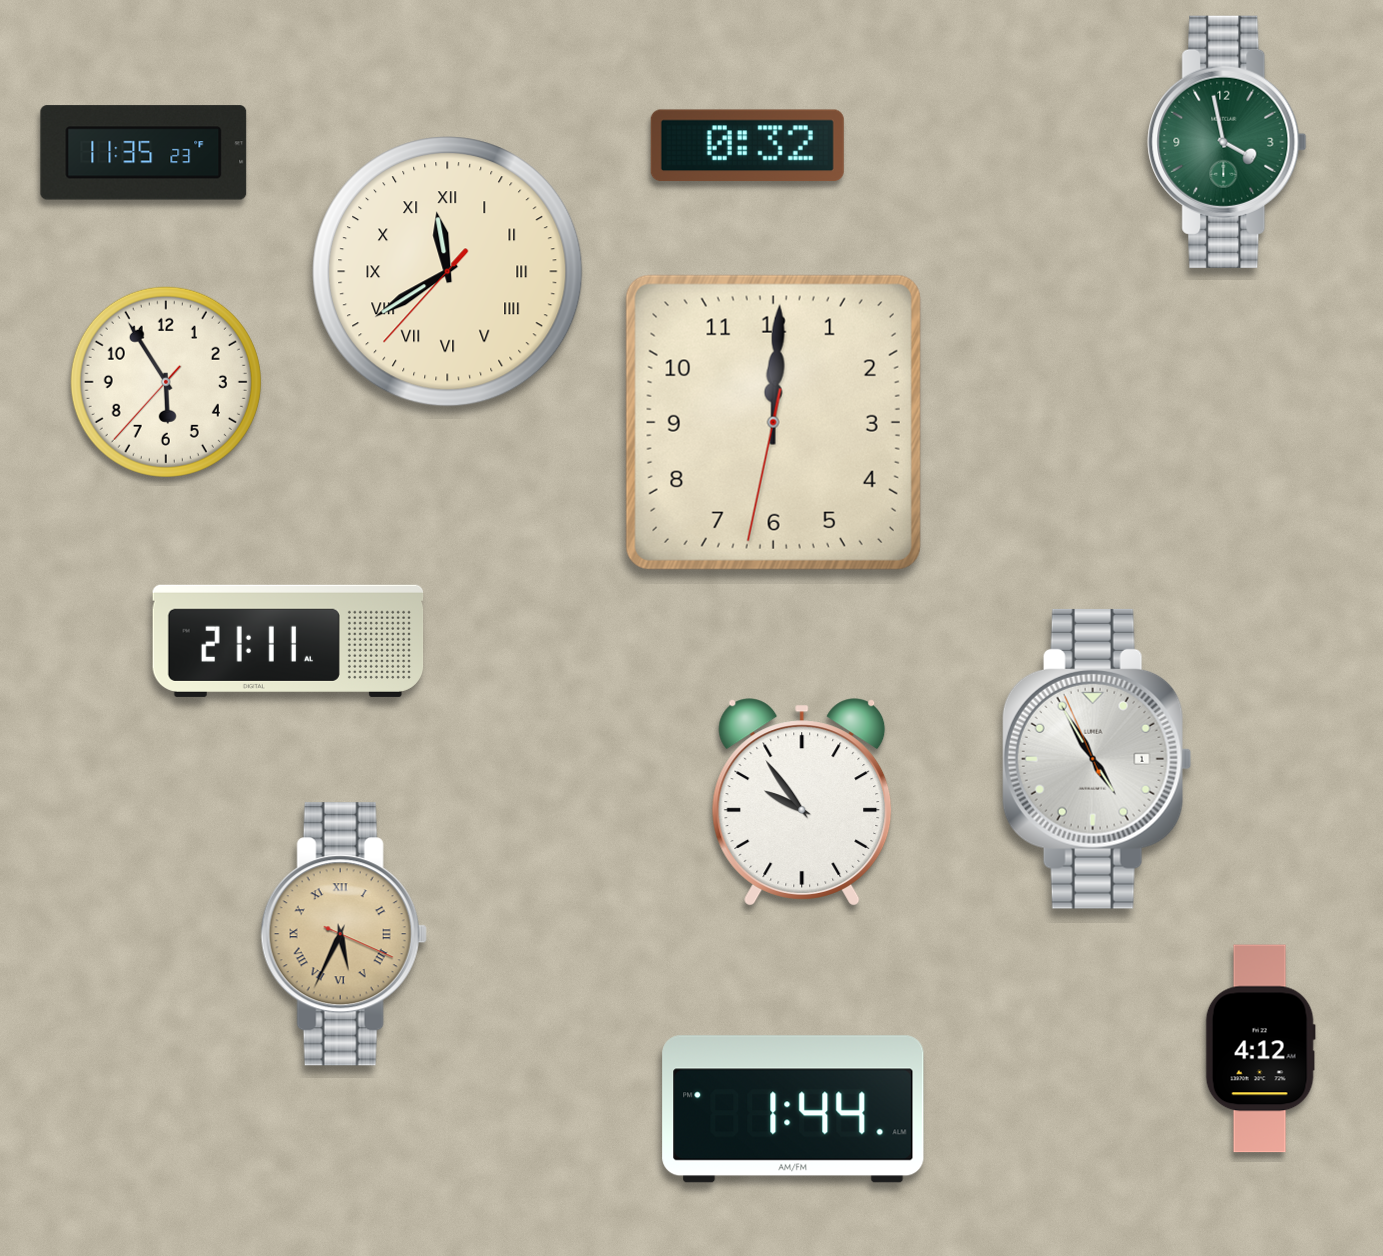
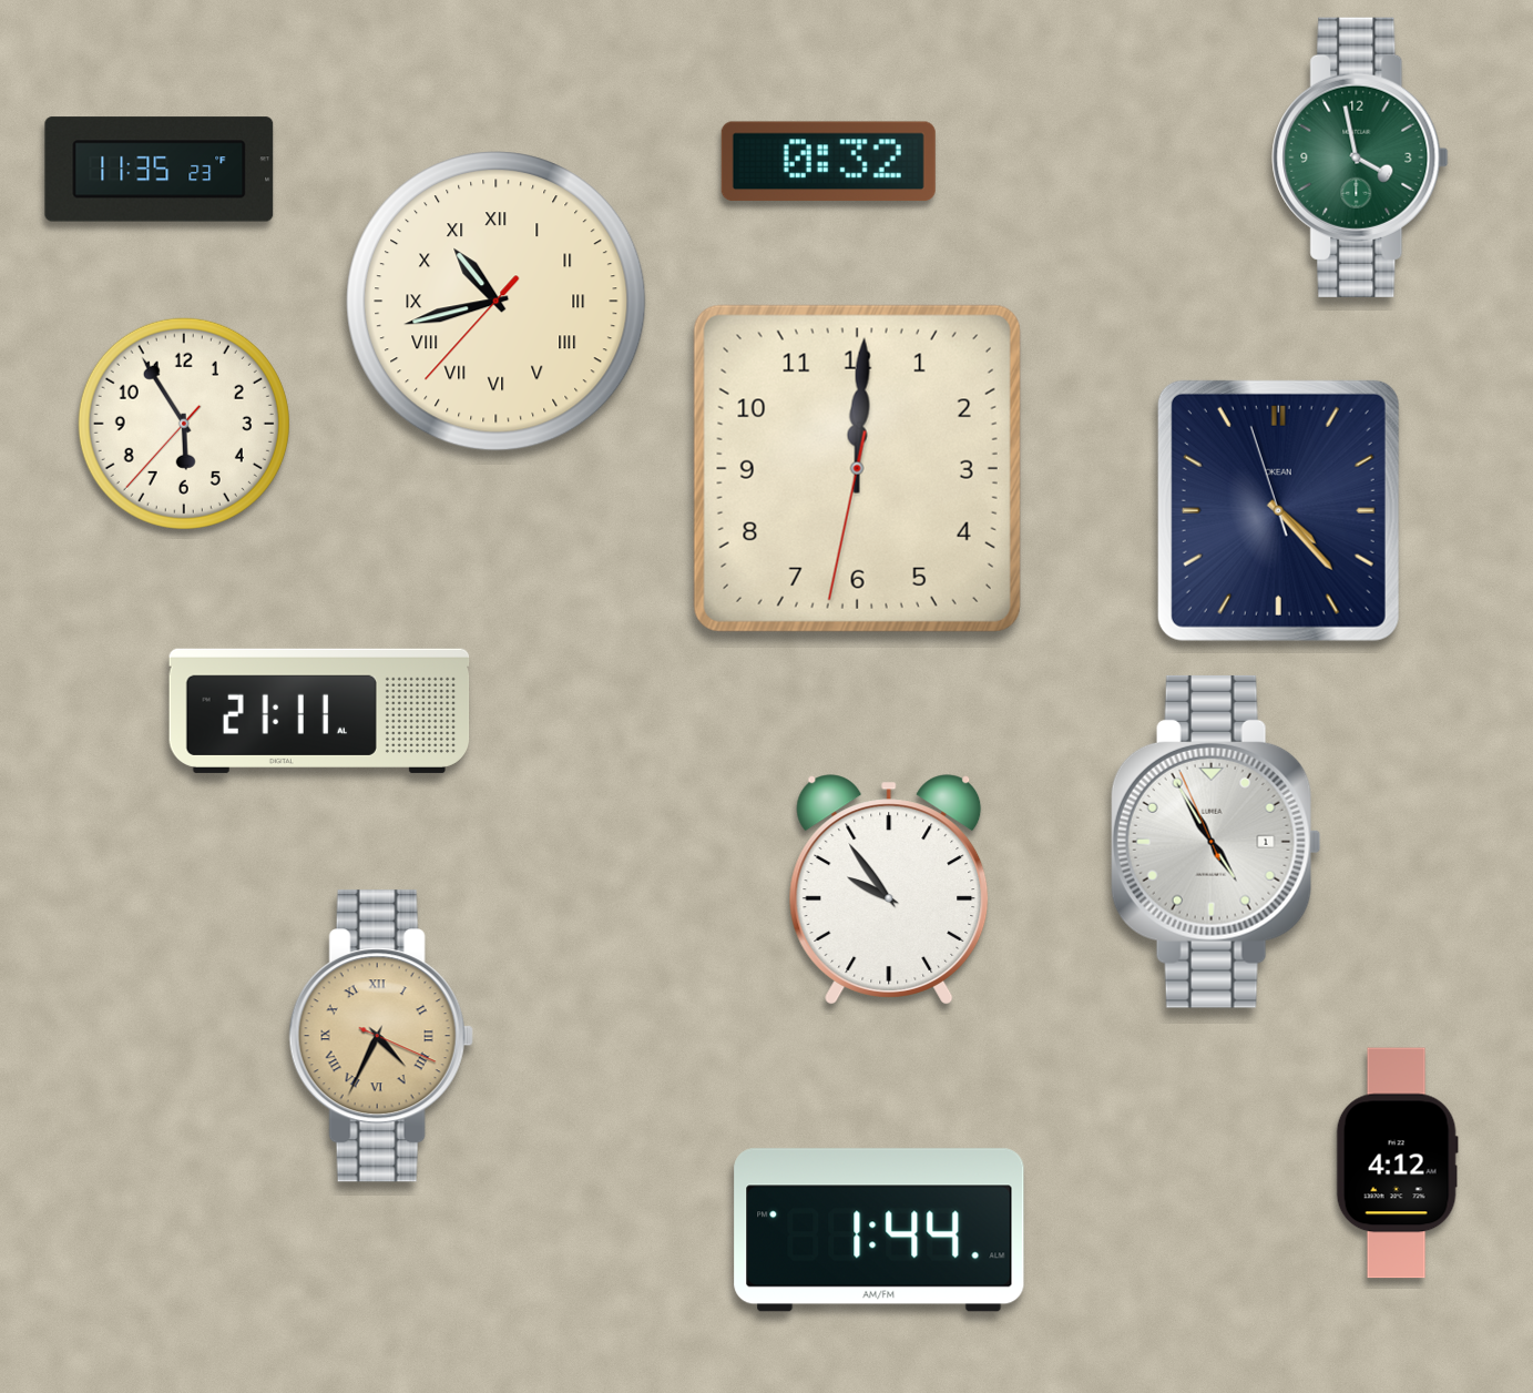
clock at (448, 272): 11:39 -> 10:42
clock at (1278, 510): none -> 4:22
clock at (344, 934): 5:34 -> 4:34
